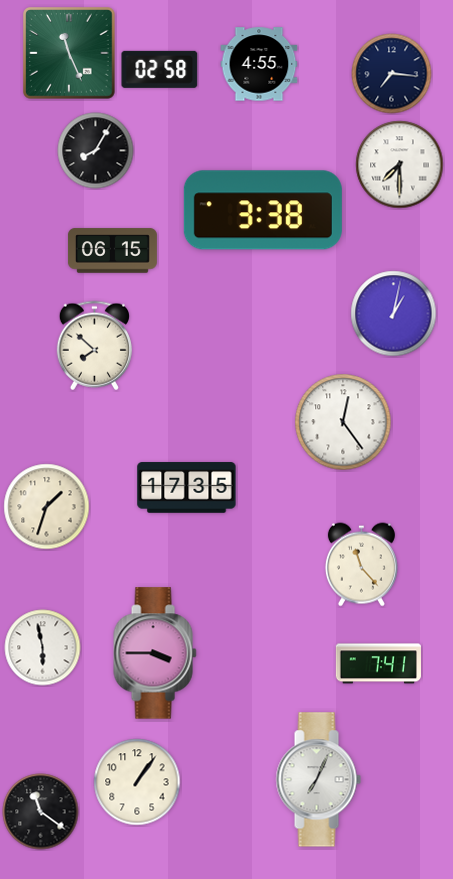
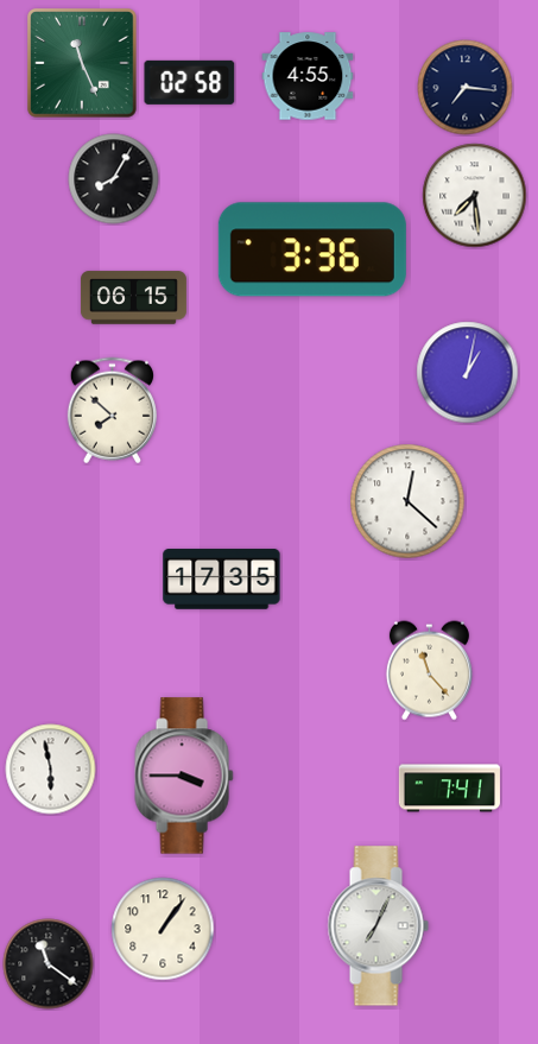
clock at (400, 165): 7:30 -> 7:29
clock at (263, 210): 3:38 -> 3:36
clock at (343, 422): 12:24 -> 12:22
clock at (47, 507): 1:33 -> none
